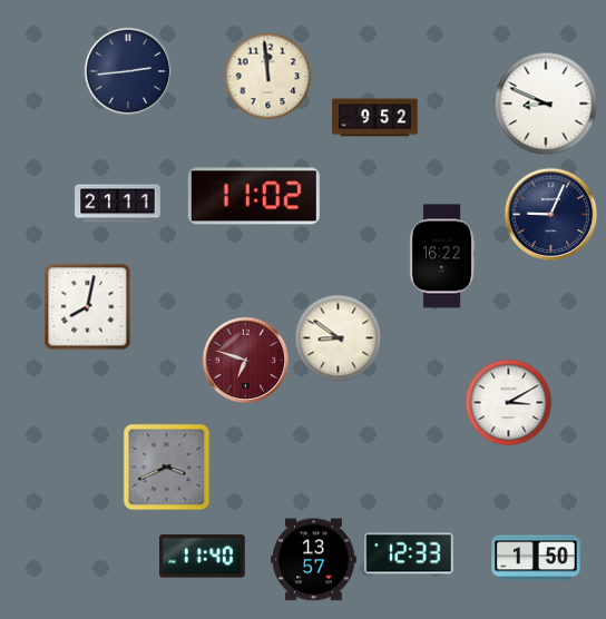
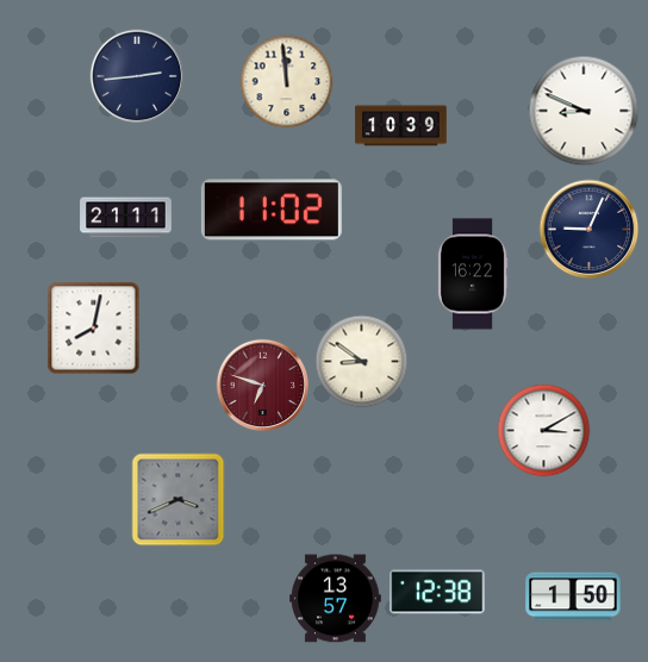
clock at (375, 118): 9:52 -> 10:39
clock at (409, 553): 12:33 -> 12:38
clock at (203, 557): 11:40 -> none
